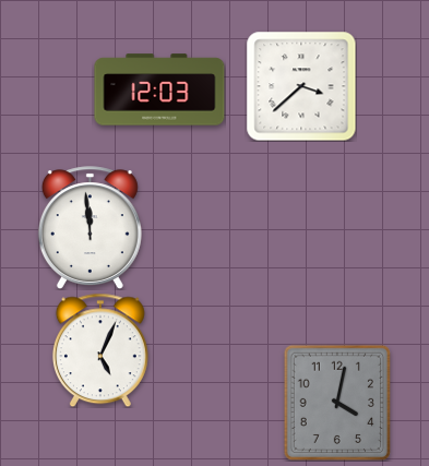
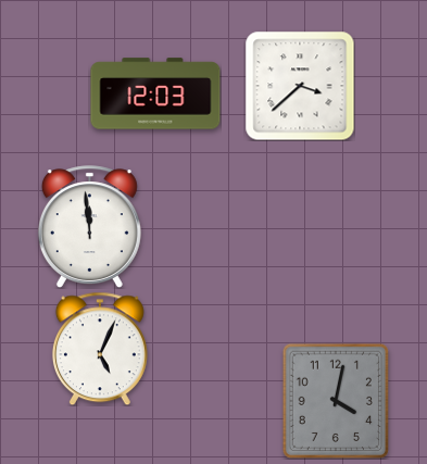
clock at (159, 89) position: (159, 89) -> (155, 93)
